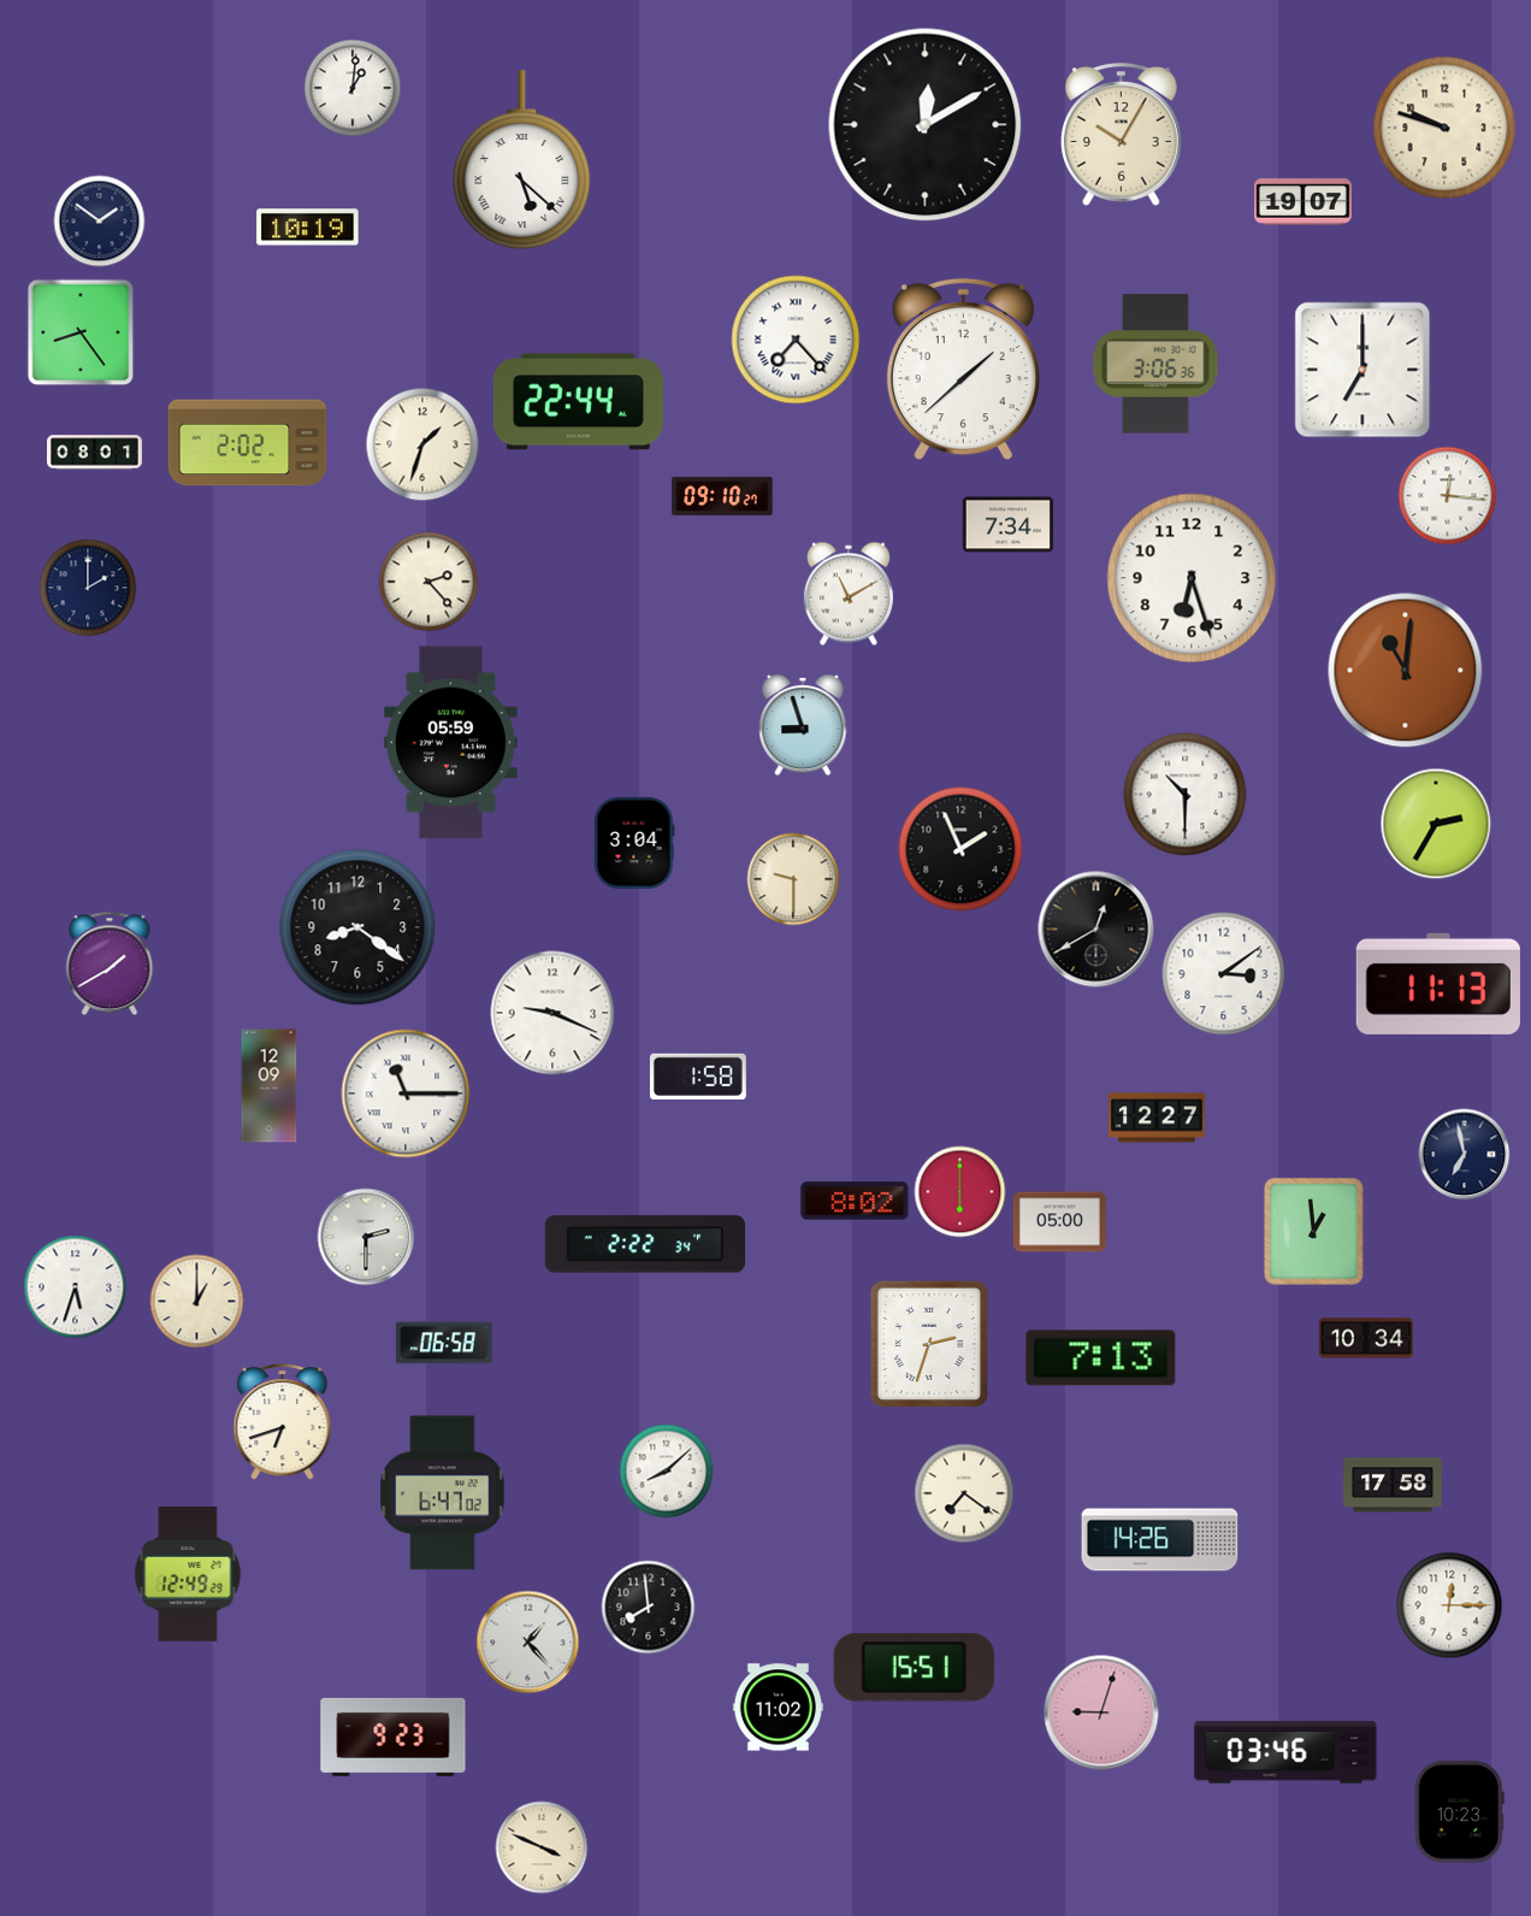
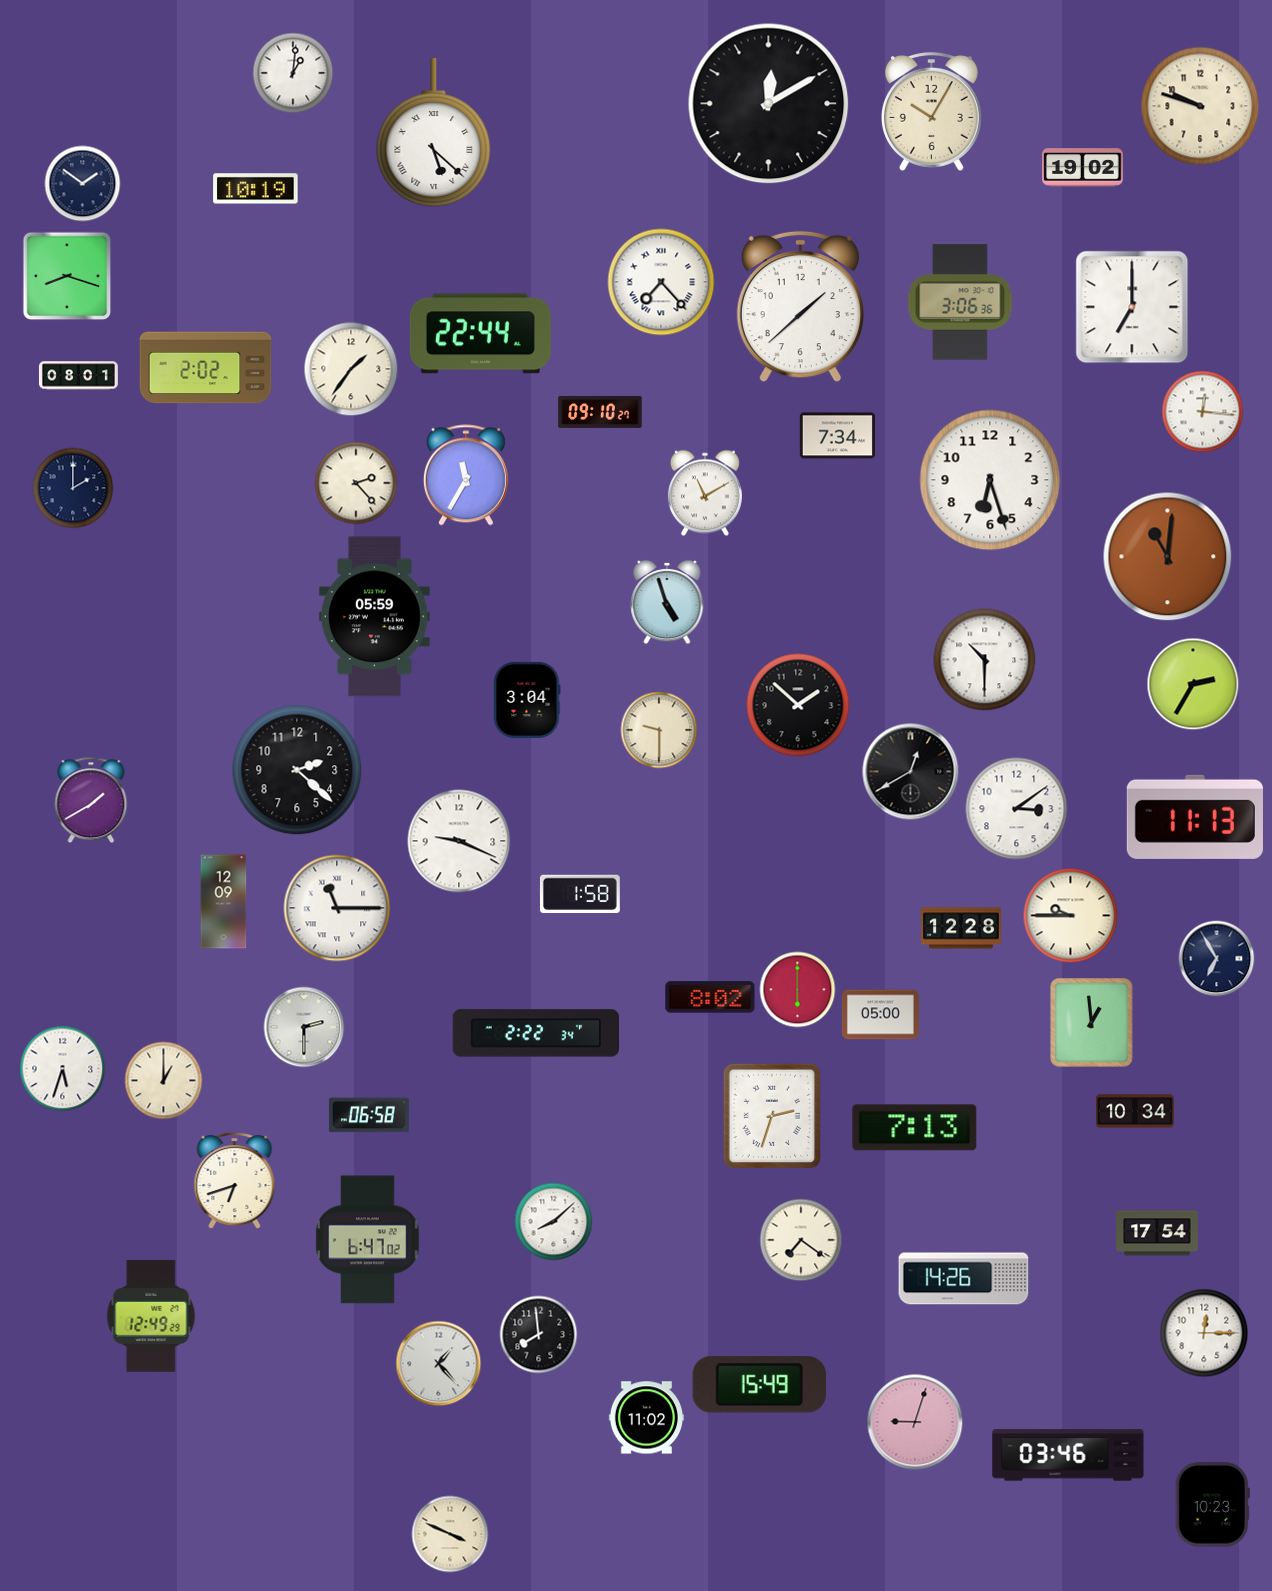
clock at (1304, 202): 19:07 -> 19:02
clock at (81, 332): 8:24 -> 8:18
clock at (422, 444): 1:33 -> 1:36
clock at (466, 475): none -> 11:35
clock at (803, 725): 8:57 -> 4:57
clock at (960, 849): 1:56 -> 1:52
clock at (357, 927): 8:21 -> 2:22
clock at (1071, 916): none -> 9:45
clock at (1158, 1118): 12:27 -> 12:28
clock at (1465, 1155): 6:58 -> 6:55
clock at (1393, 1485): 17:58 -> 17:54
clock at (188, 1575) position: (188, 1575) -> (151, 1317)
clock at (914, 1668): 15:51 -> 15:49
clock at (394, 1737): 9:23 -> none
